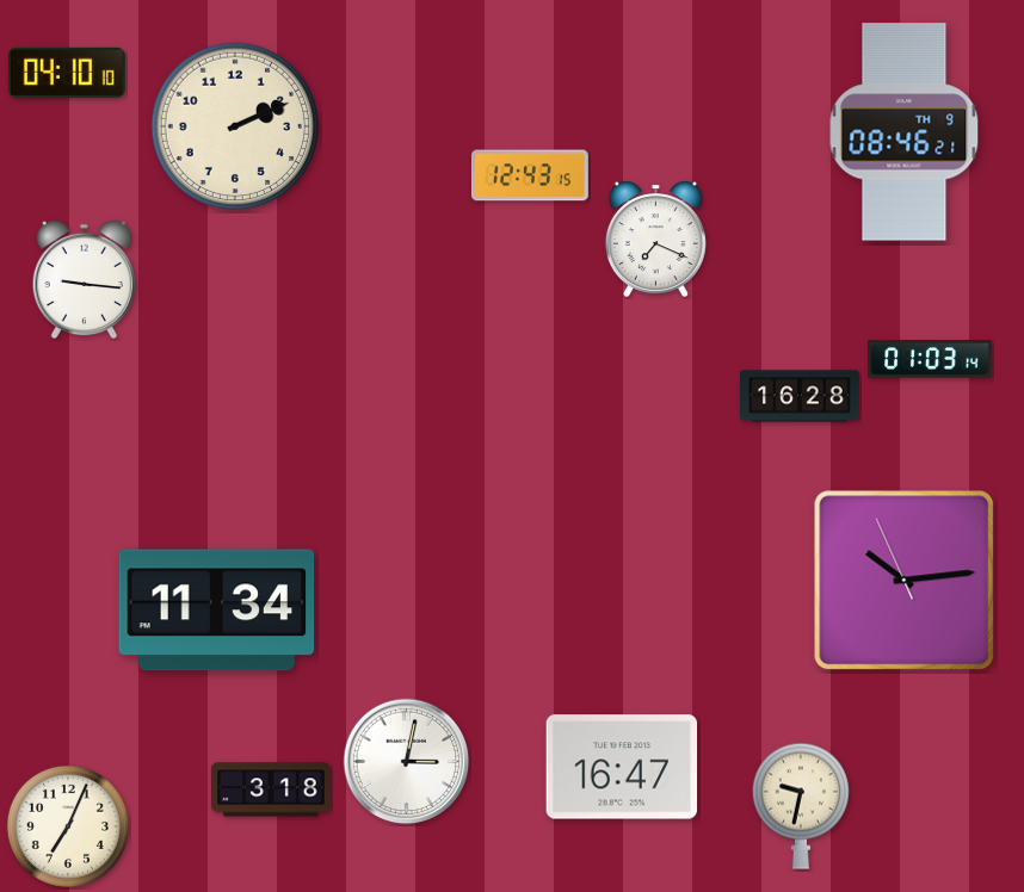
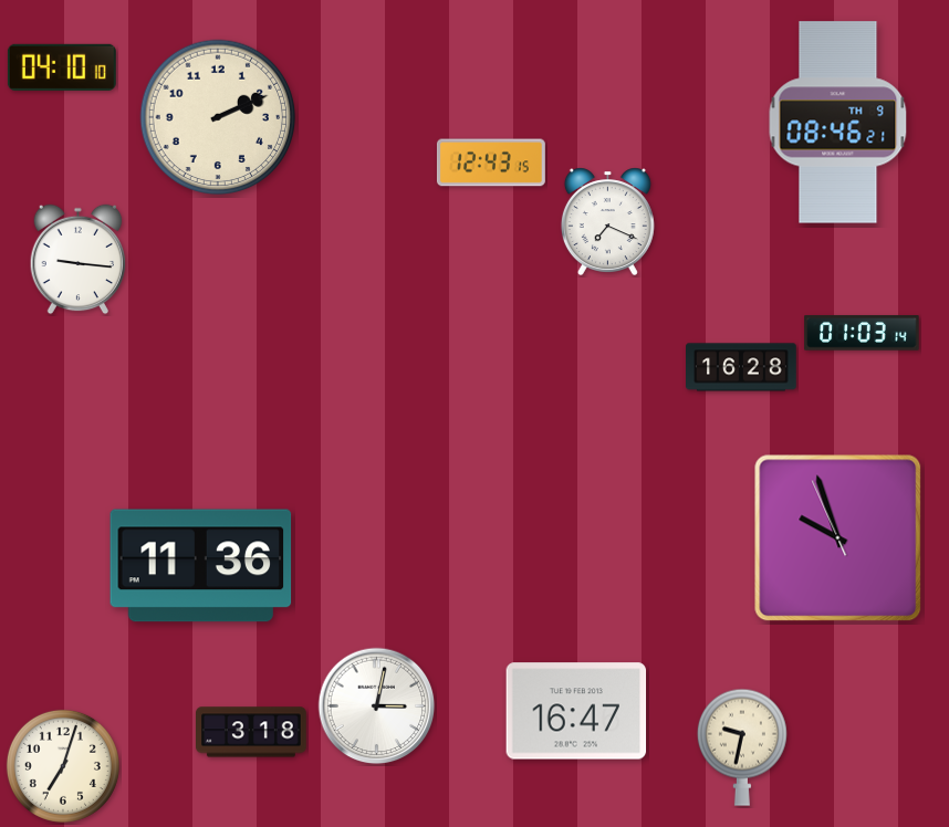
clock at (905, 581): 10:13 -> 9:56
clock at (217, 611): 11:34 -> 11:36
clock at (68, 826): 7:04 -> 7:03
